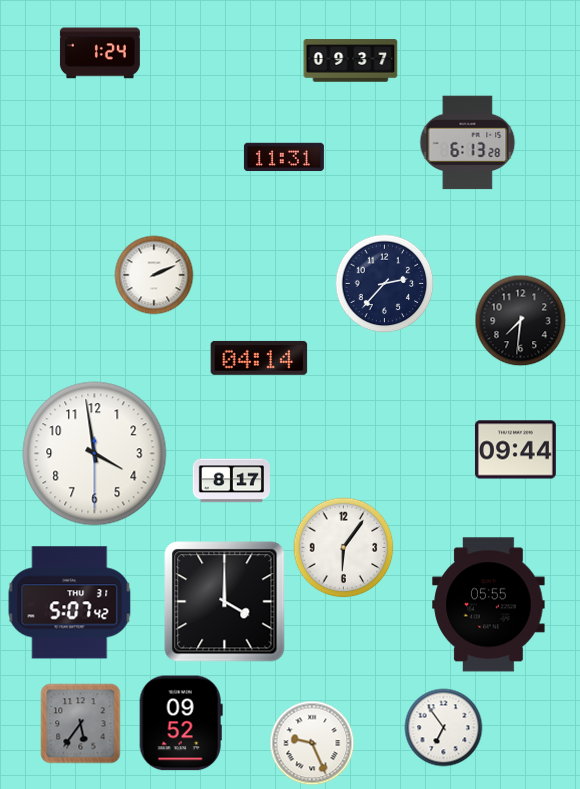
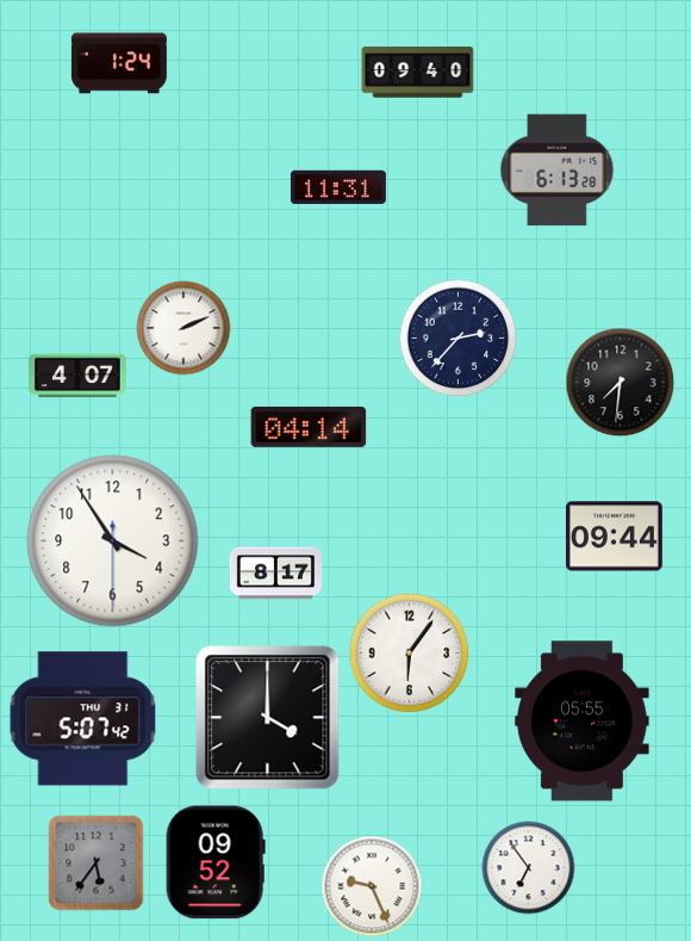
clock at (351, 61): 09:37 -> 09:40
clock at (77, 376): none -> 4:07
clock at (95, 454): 3:58 -> 3:54
